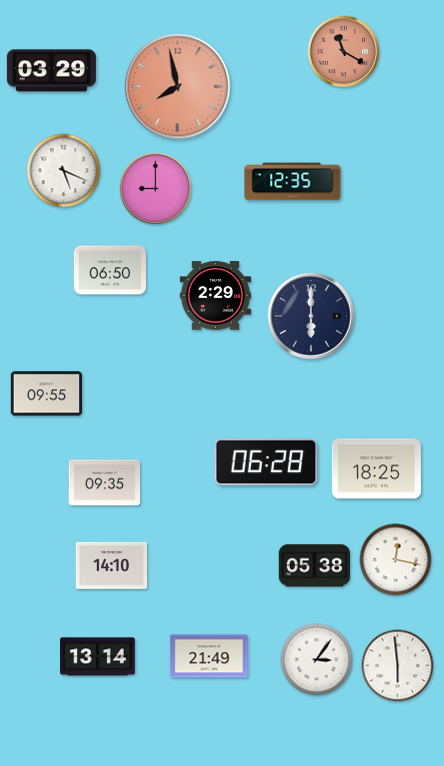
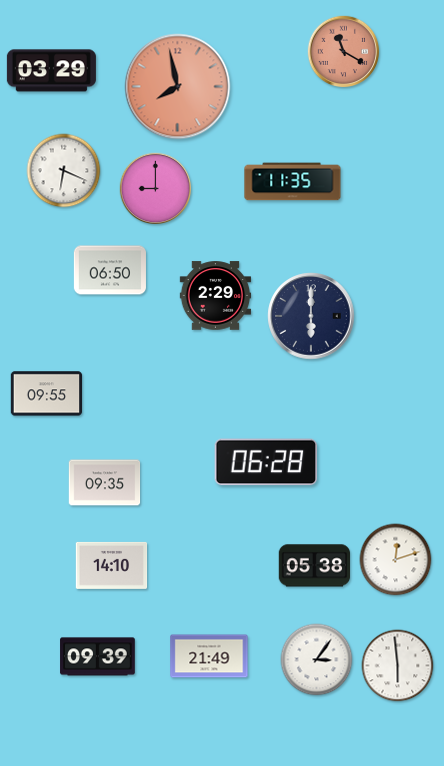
clock at (64, 171): 5:19 -> 6:19
clock at (293, 182): 12:35 -> 11:35
clock at (376, 469): 18:25 -> none
clock at (396, 560): 12:17 -> 12:12
clock at (98, 657): 13:14 -> 09:39
